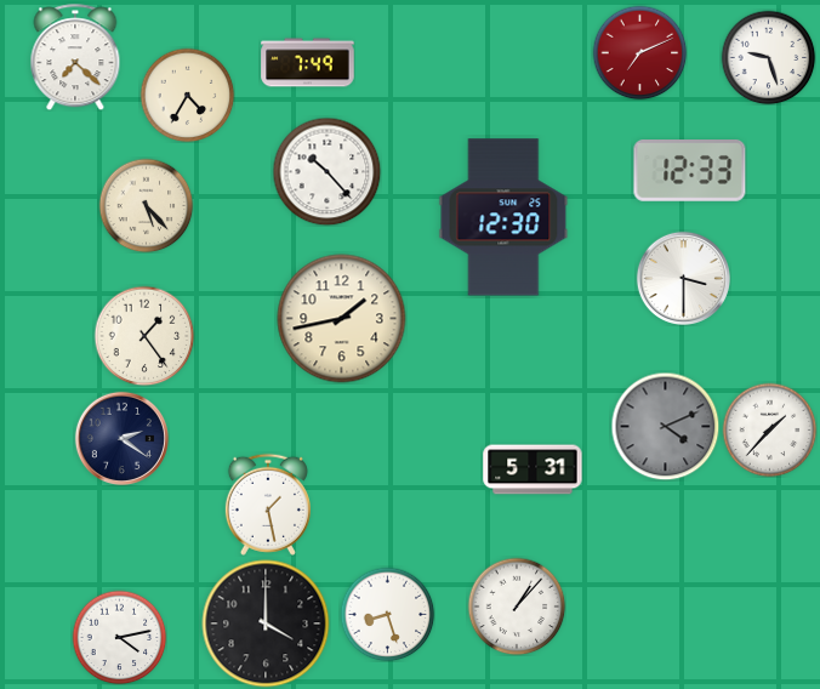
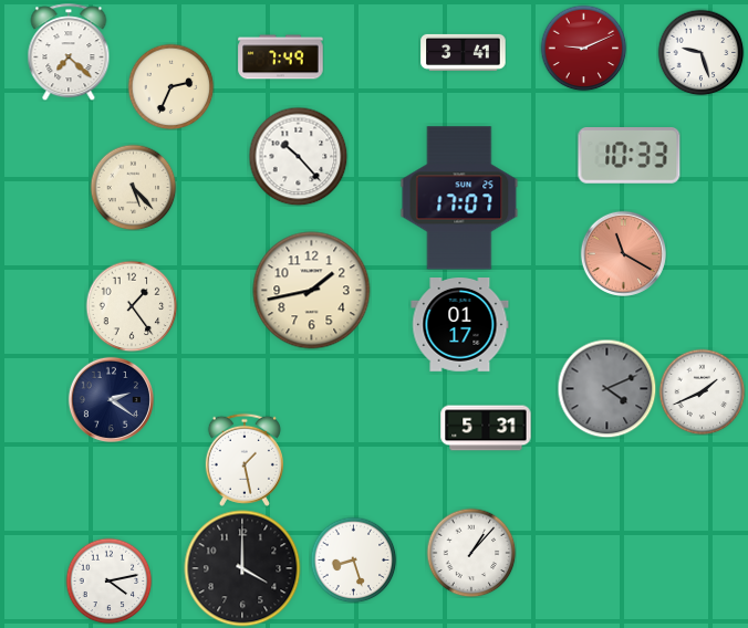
clock at (639, 52): 7:11 -> 9:11
clock at (464, 52): none -> 3:41
clock at (187, 95): 4:35 -> 2:34
clock at (690, 171): 12:33 -> 10:33
clock at (503, 217): 12:30 -> 17:07
clock at (683, 278): 3:30 -> 11:20
clock at (683, 278) dial: white -> salmon
clock at (460, 325): none -> 01:17
clock at (769, 429): 1:37 -> 1:41
